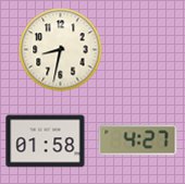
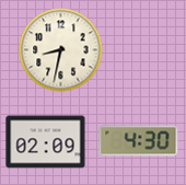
clock at (138, 140): 4:27 -> 4:30
clock at (46, 142): 01:58 -> 02:09
